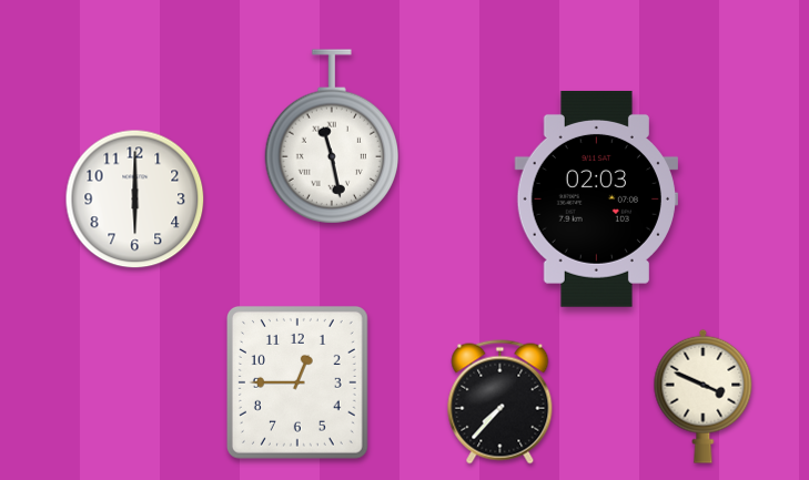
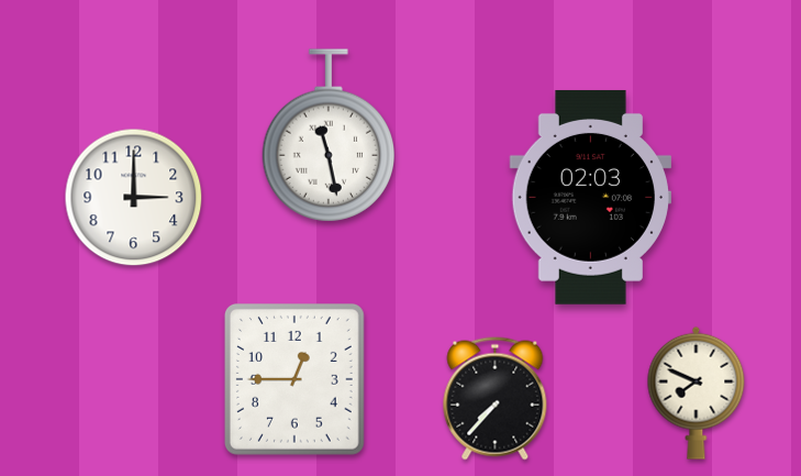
clock at (135, 200): 6:00 -> 3:00
clock at (704, 396): 3:49 -> 7:49
